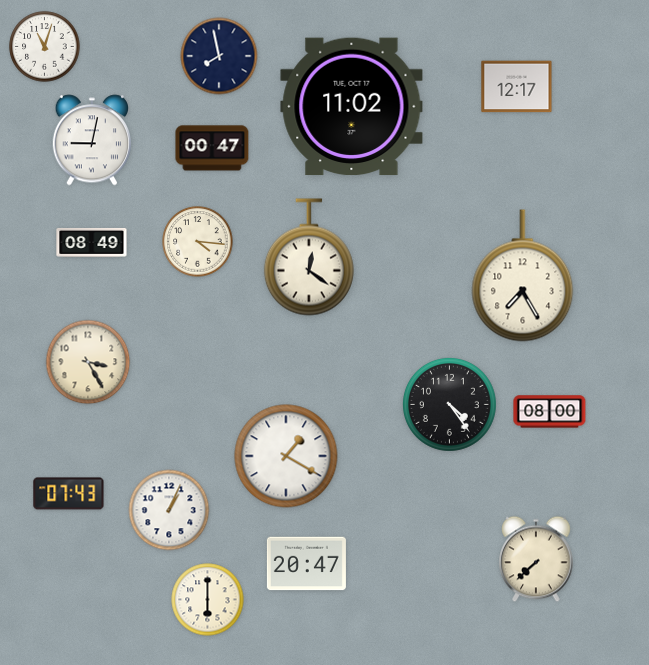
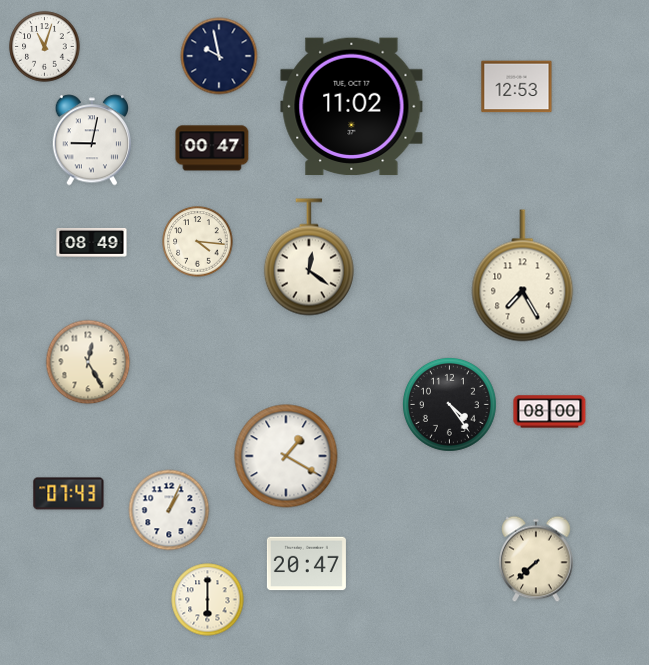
clock at (219, 56): 7:58 -> 9:58
clock at (517, 87): 12:17 -> 12:53
clock at (88, 362): 3:25 -> 12:25
